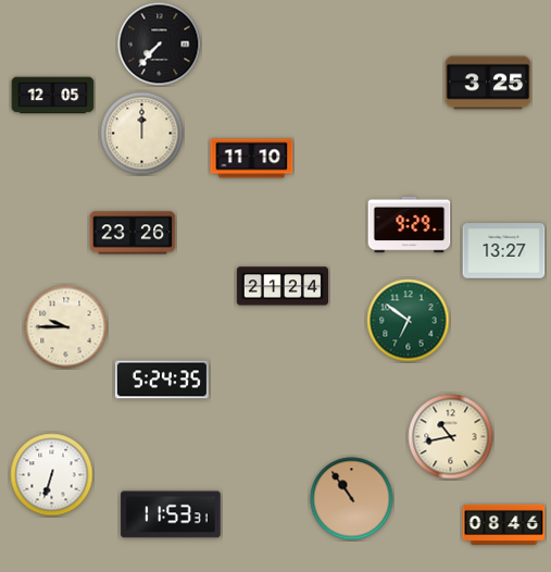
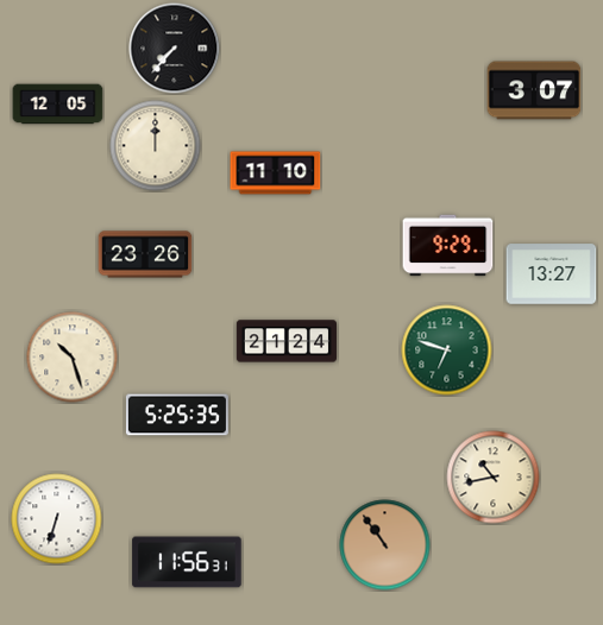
clock at (488, 83): 3:25 -> 3:07
clock at (283, 286) position: (283, 286) -> (287, 341)
clock at (409, 321): 6:51 -> 6:48
clock at (66, 327): 9:45 -> 10:27
clock at (162, 380): 5:24 -> 5:25
clock at (171, 514): 11:53 -> 11:56
clock at (504, 524): 08:46 -> none
